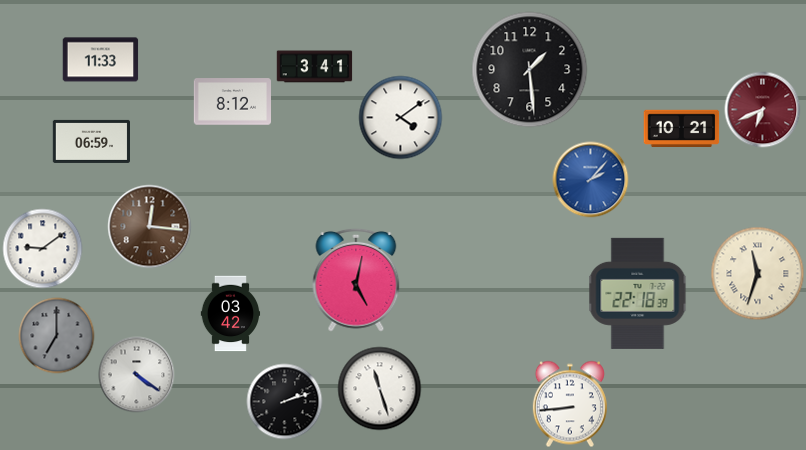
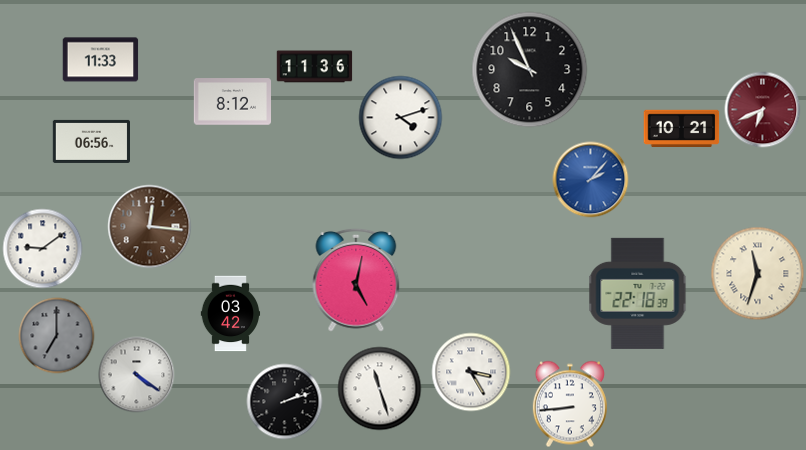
clock at (315, 67): 3:41 -> 11:36
clock at (530, 70): 1:29 -> 9:56
clock at (401, 118): 4:09 -> 4:12
clock at (91, 141): 06:59 -> 06:56
clock at (471, 372): none -> 3:25
